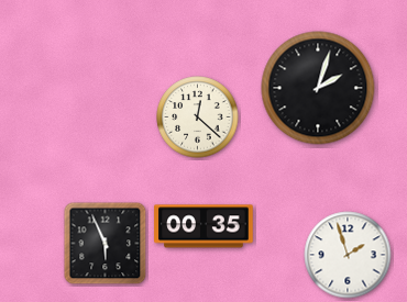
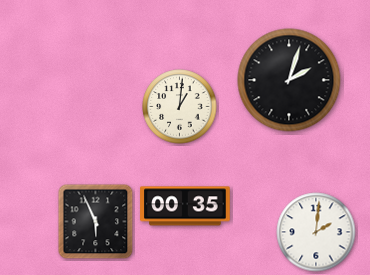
clock at (198, 118): 12:22 -> 1:01
clock at (348, 255): 1:57 -> 2:01
